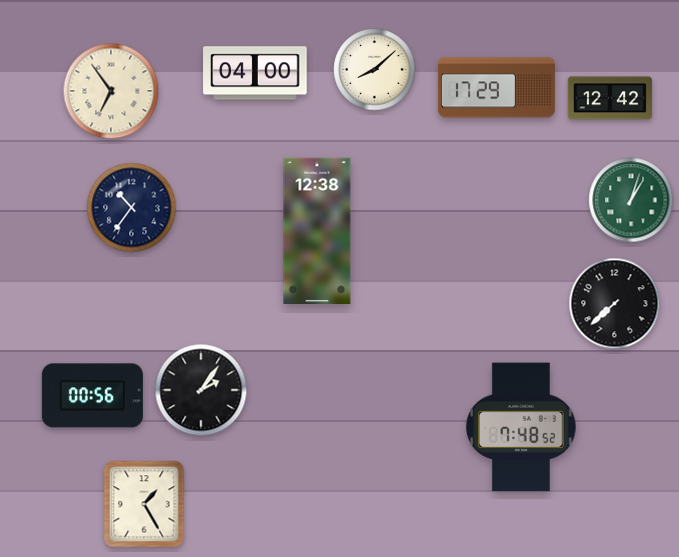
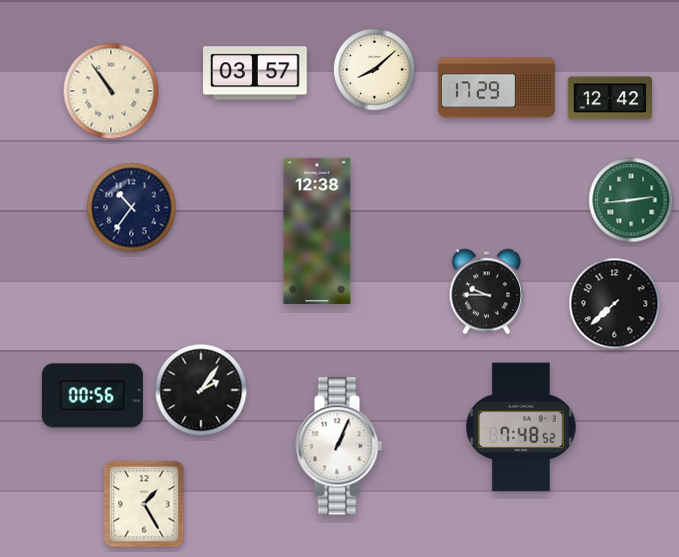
clock at (255, 73): 04:00 -> 03:57
clock at (111, 91): 6:54 -> 10:54
clock at (631, 200): 1:03 -> 2:44
clock at (487, 292): none -> 9:45
clock at (339, 446): none -> 1:04
